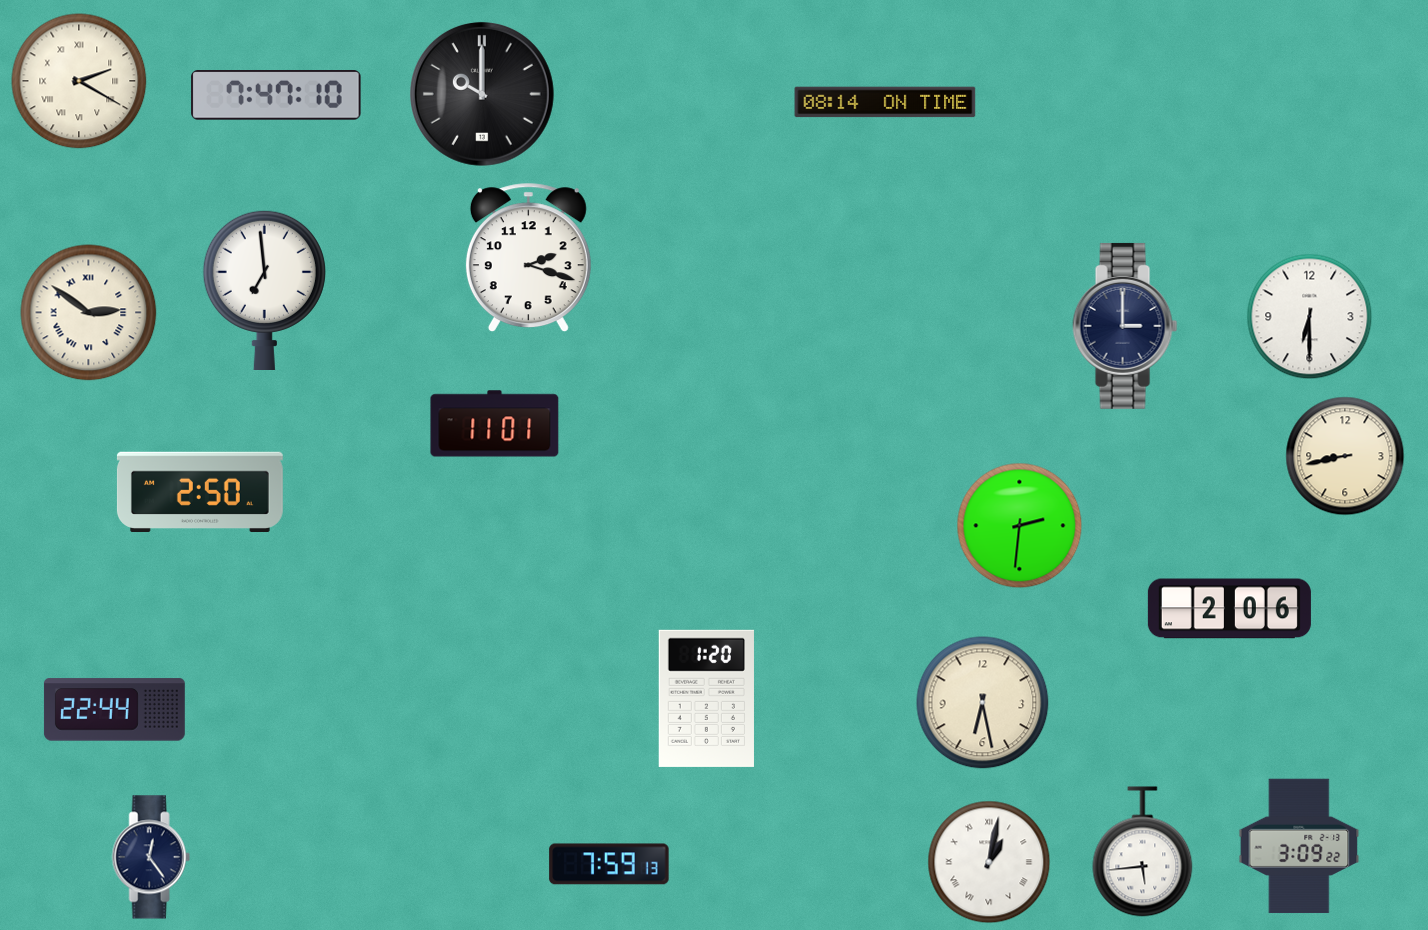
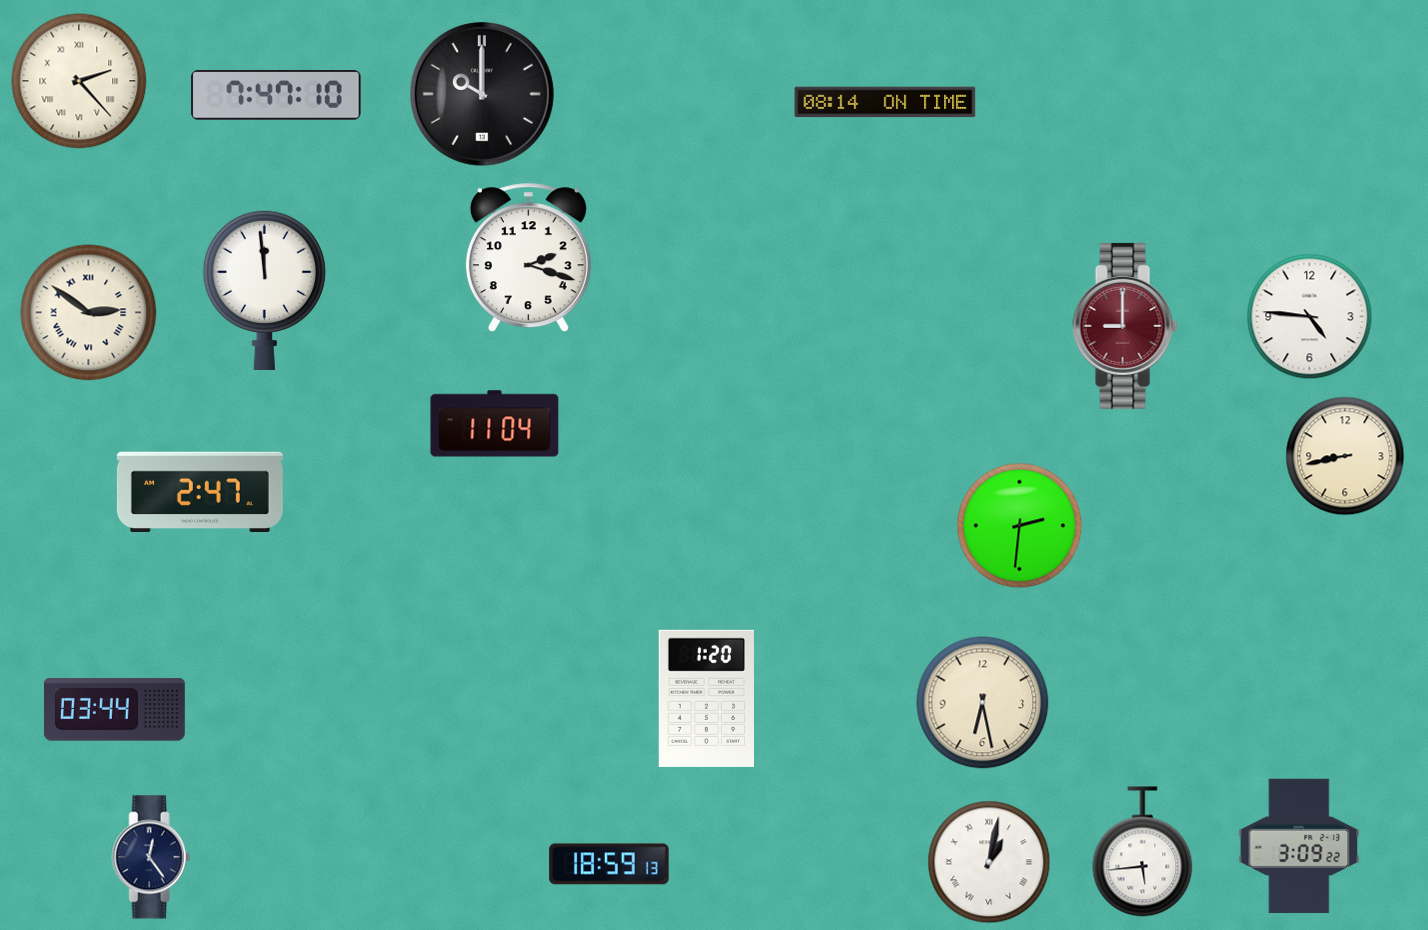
clock at (79, 81): 2:20 -> 2:23
clock at (264, 289): 6:59 -> 11:59
clock at (1310, 317): 6:30 -> 4:46
clock at (1125, 326): 3:00 -> 9:00
clock at (1125, 326) dial: navy -> burgundy
clock at (495, 424): 11:01 -> 11:04
clock at (200, 491): 2:50 -> 2:47
clock at (1229, 609): 2:06 -> none
clock at (114, 710): 22:44 -> 03:44
clock at (609, 864): 7:59 -> 18:59
